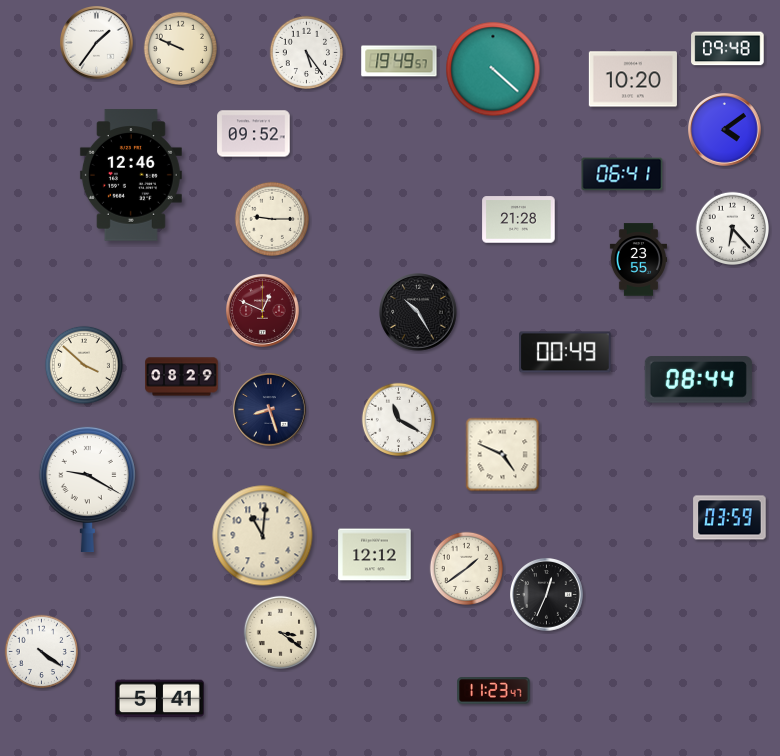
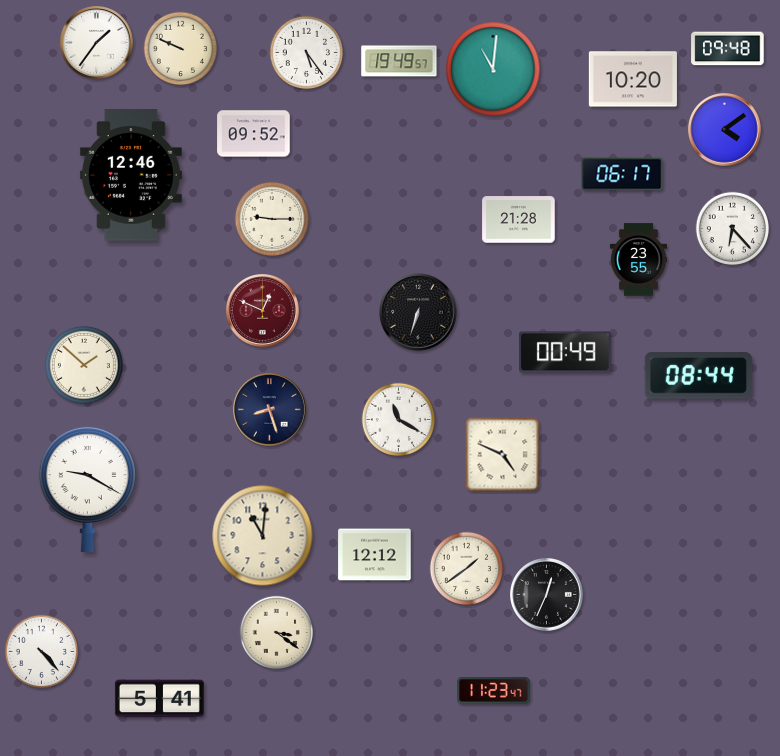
clock at (493, 69): 4:22 -> 11:01
clock at (622, 174): 06:41 -> 06:17
clock at (418, 312): 10:25 -> 6:33
clock at (84, 365): 3:52 -> 1:52
clock at (182, 377): 08:29 -> none
clock at (698, 380) position: (698, 380) -> (698, 376)
clock at (730, 518): 03:59 -> none
clock at (280, 632) position: (280, 632) -> (276, 632)
clock at (41, 651): 4:21 -> 4:23
